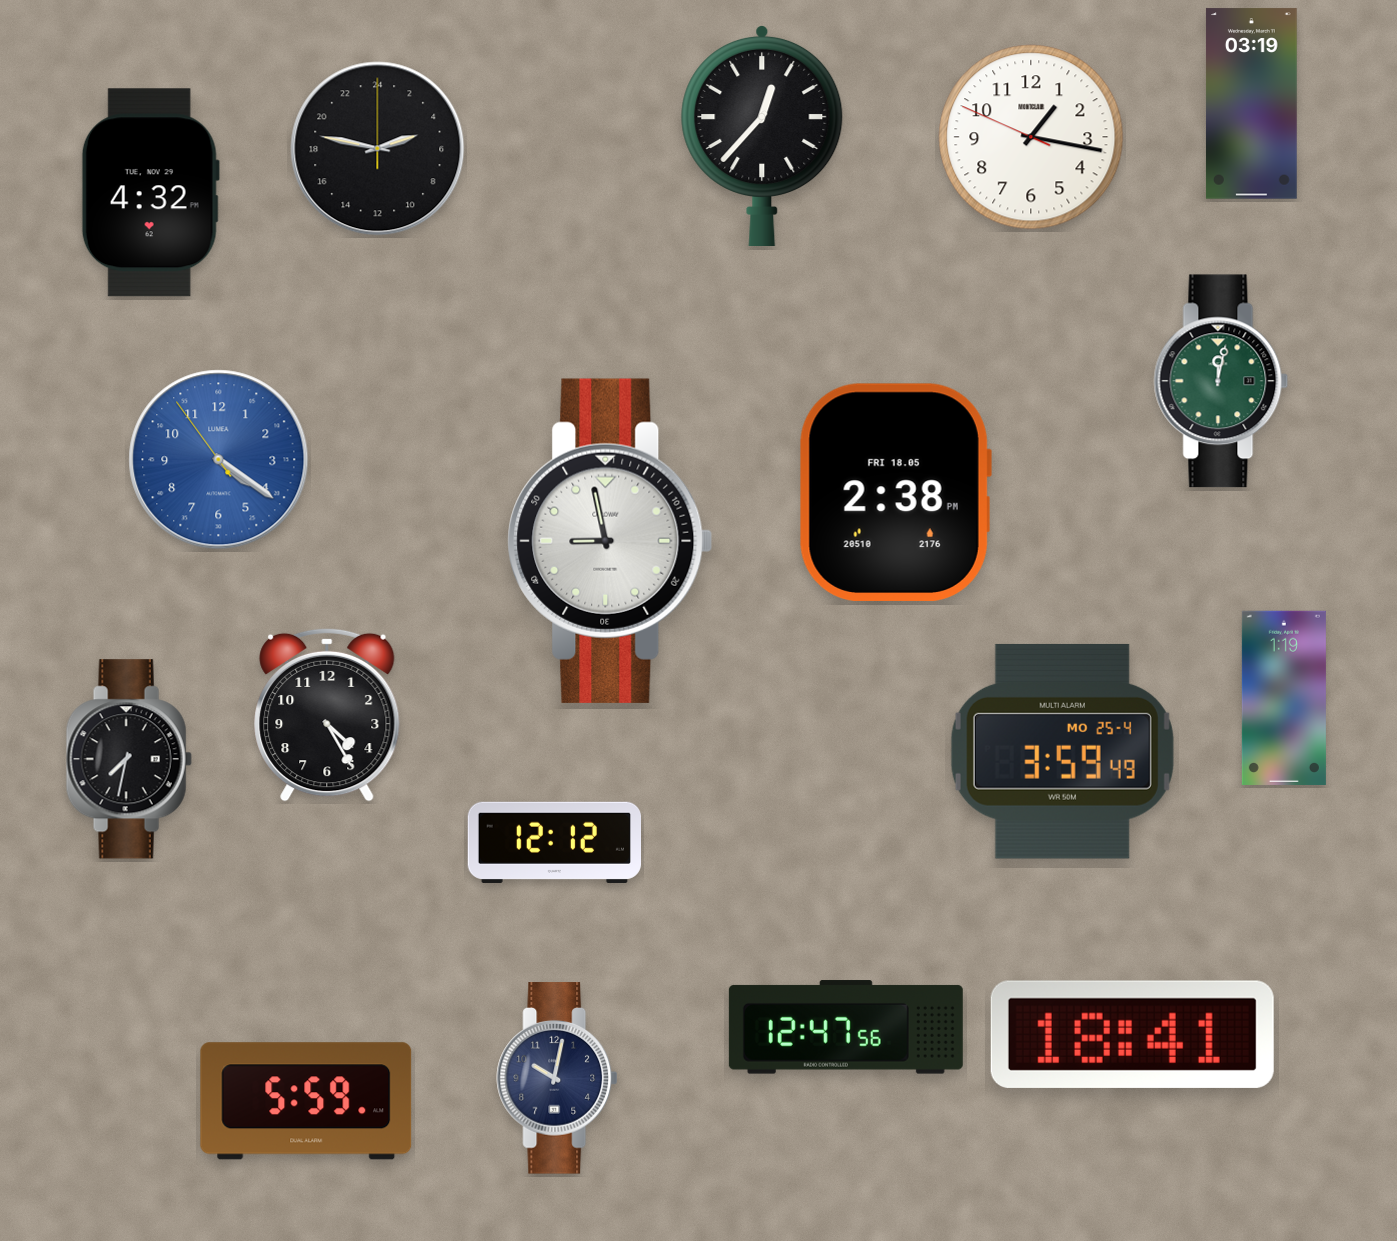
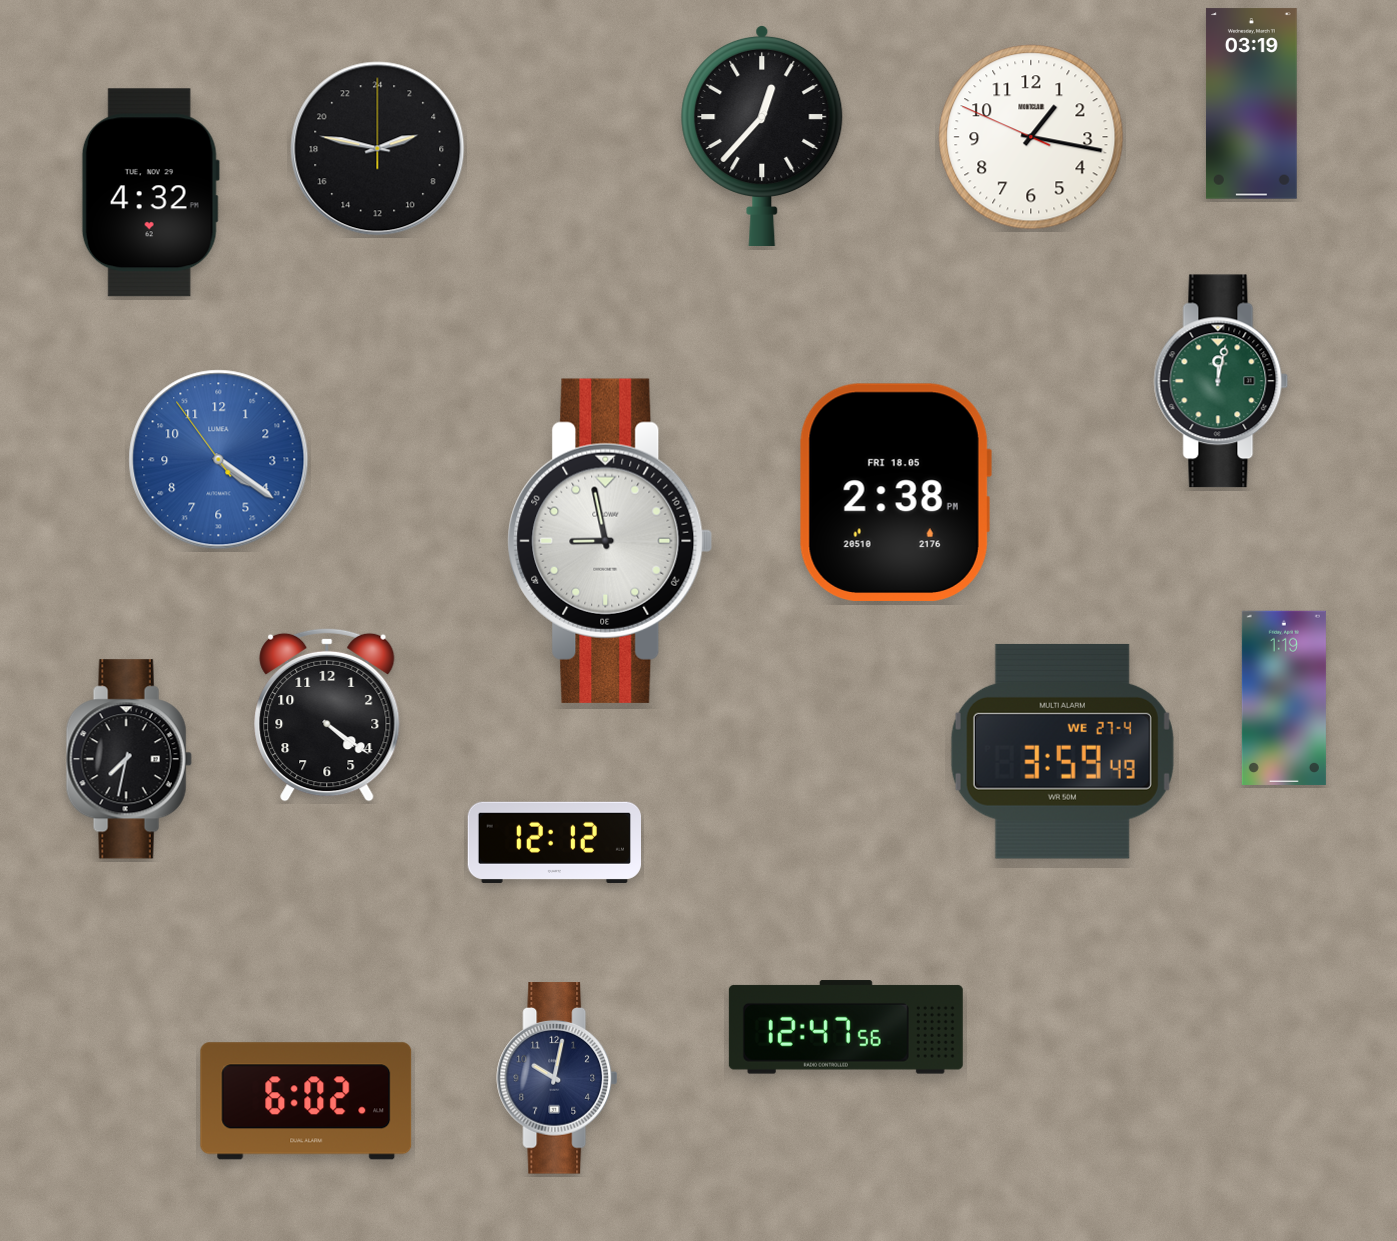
clock at (327, 715): 4:25 -> 4:21
clock at (1062, 751) date: MO 25-4 -> WE 27-4
clock at (1132, 1034): 18:41 -> none
clock at (306, 1101): 5:59 -> 6:02
